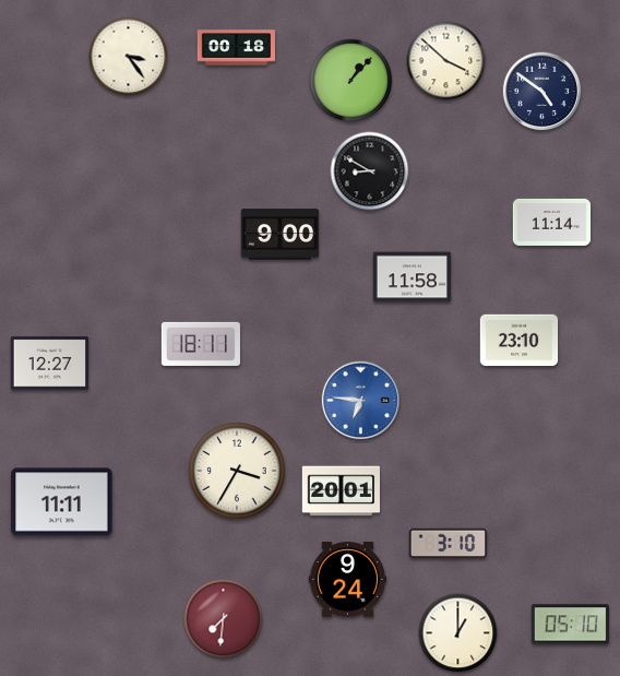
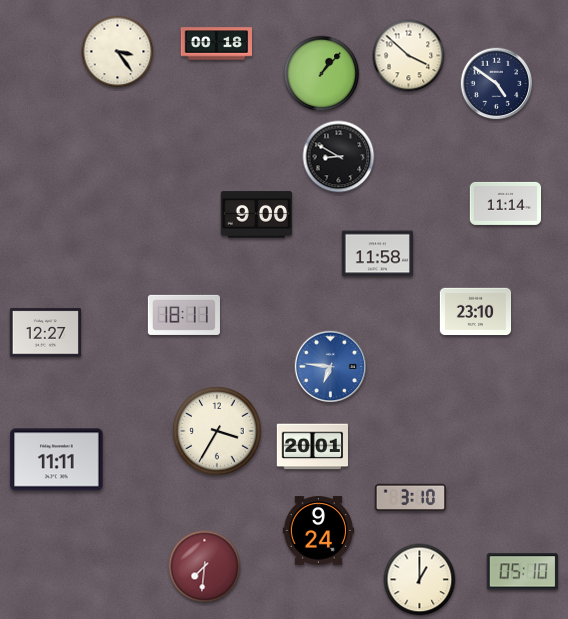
clock at (342, 491) position: (342, 491) -> (313, 447)
